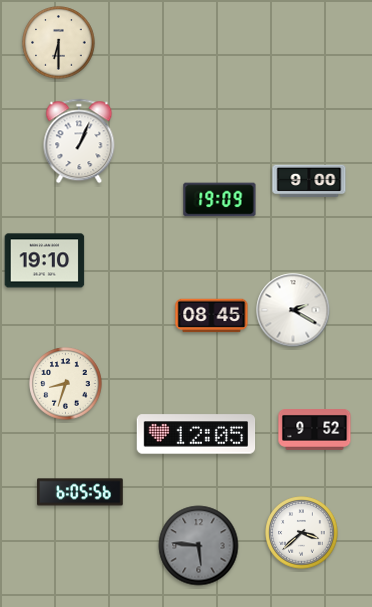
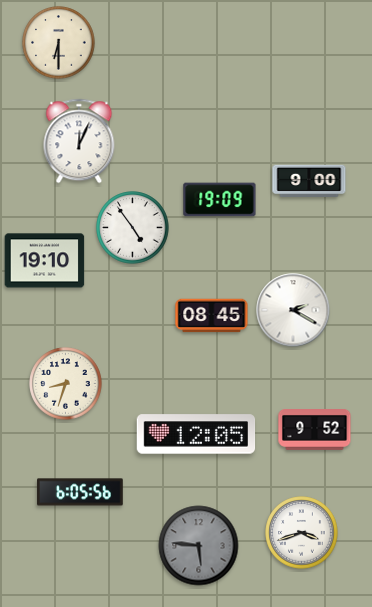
clock at (79, 141): 1:04 -> 12:04
clock at (133, 228): none -> 4:54
clock at (302, 533): 3:38 -> 3:42
